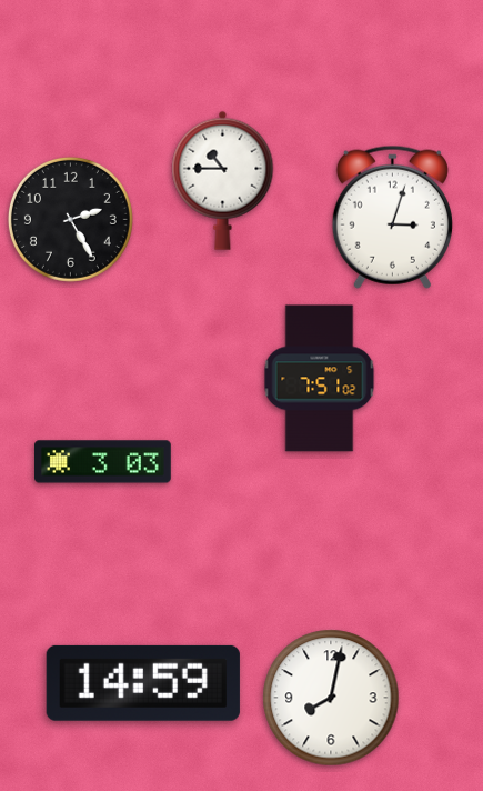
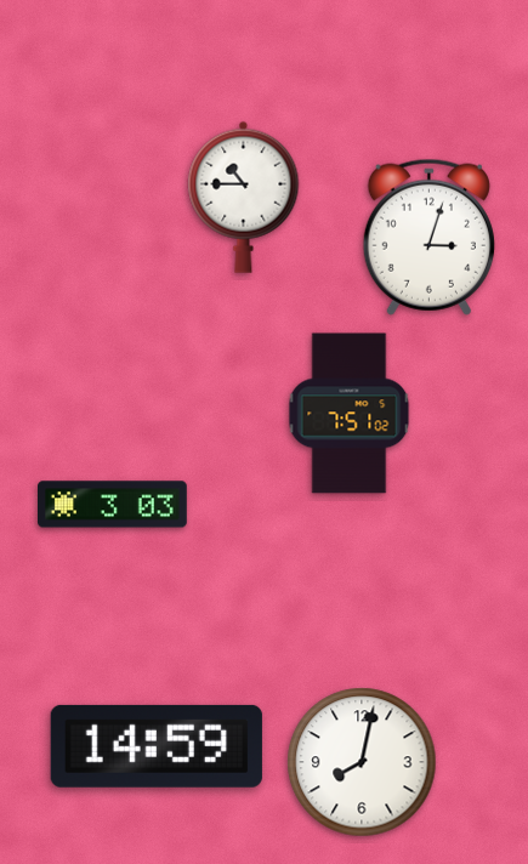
clock at (70, 219): 2:25 -> none
